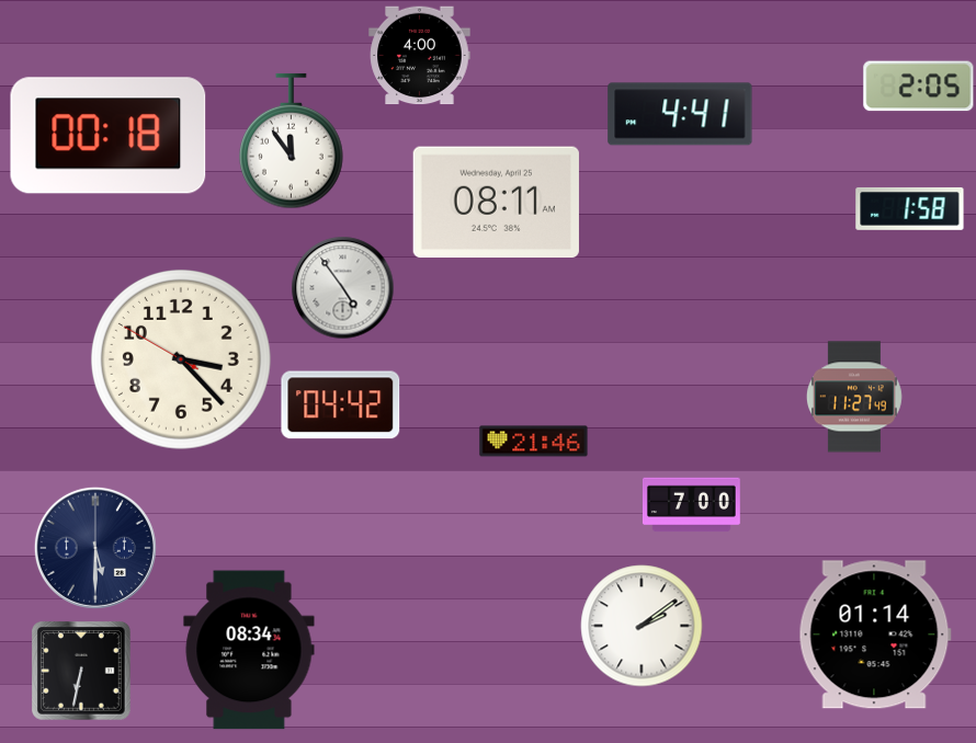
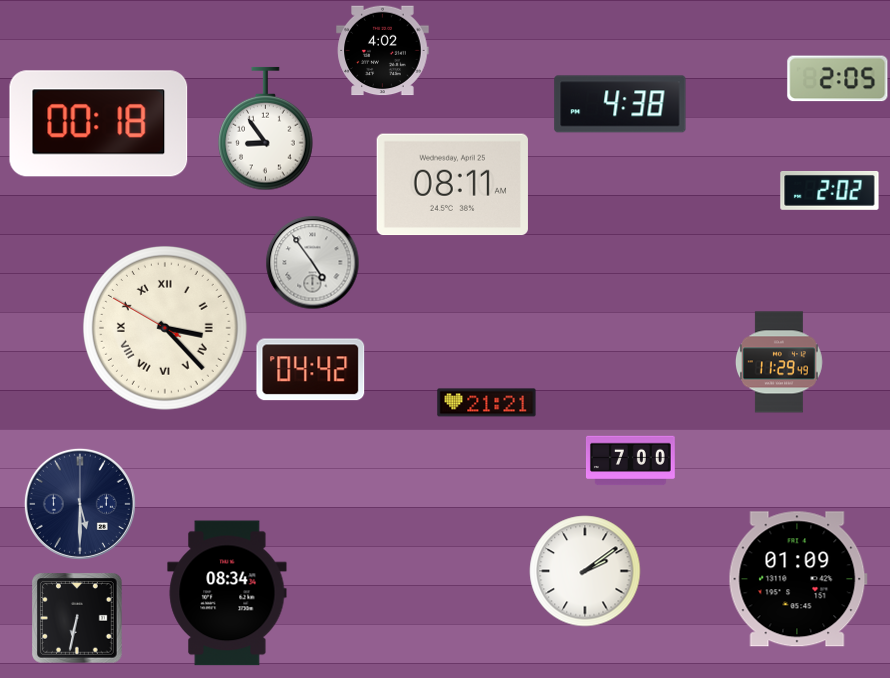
clock at (420, 56): 4:00 -> 4:02
clock at (680, 114): 4:41 -> 4:38
clock at (292, 141): 11:54 -> 8:54
clock at (910, 208): 1:58 -> 2:02
clock at (181, 359) numerals: Arabic -> Roman
clock at (854, 397): 11:27 -> 11:29
clock at (534, 442): 21:46 -> 21:21
clock at (95, 548) position: (95, 548) -> (80, 504)
clock at (875, 635): 01:14 -> 01:09
clock at (81, 671) position: (81, 671) -> (77, 618)
